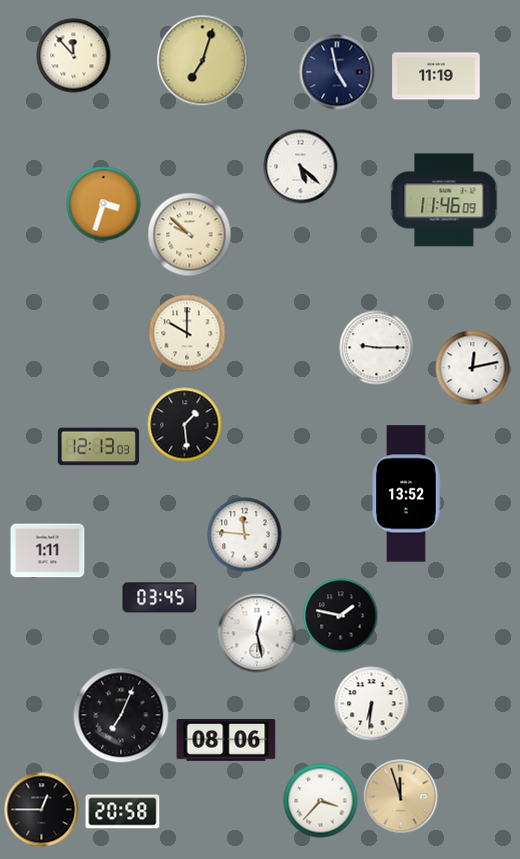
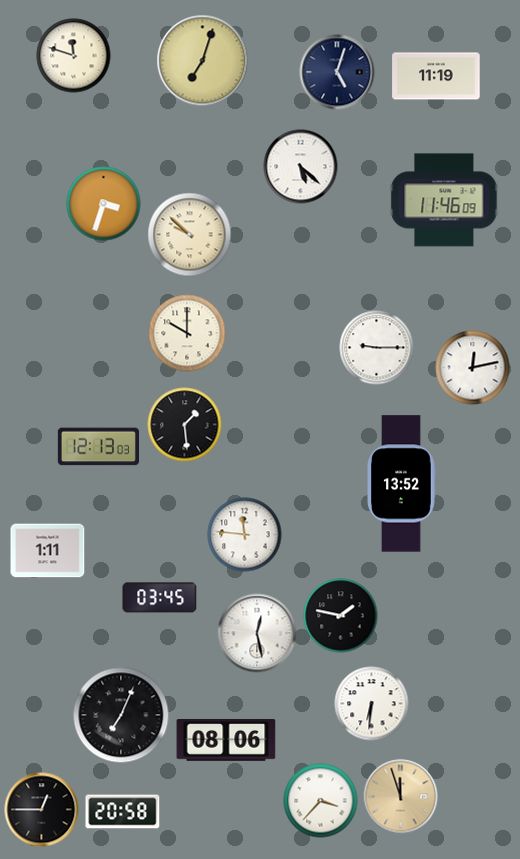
clock at (74, 56): 11:53 -> 11:48
clock at (337, 72): 4:58 -> 5:03
clock at (406, 494) position: (406, 494) -> (401, 484)
